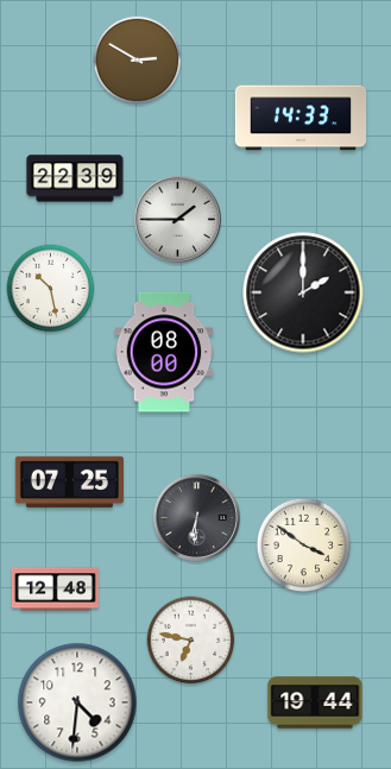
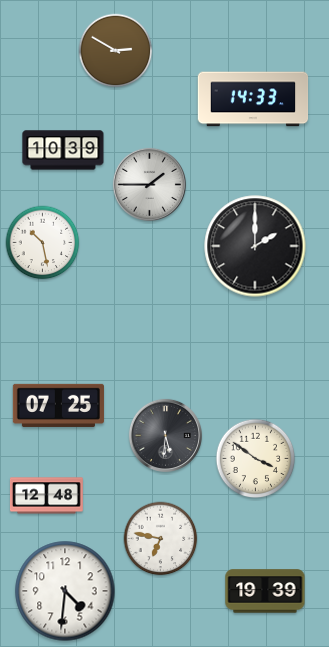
clock at (75, 178): 22:39 -> 10:39
clock at (164, 352): 08:00 -> none
clock at (196, 517): 6:31 -> 5:31
clock at (315, 702): 19:44 -> 19:39
